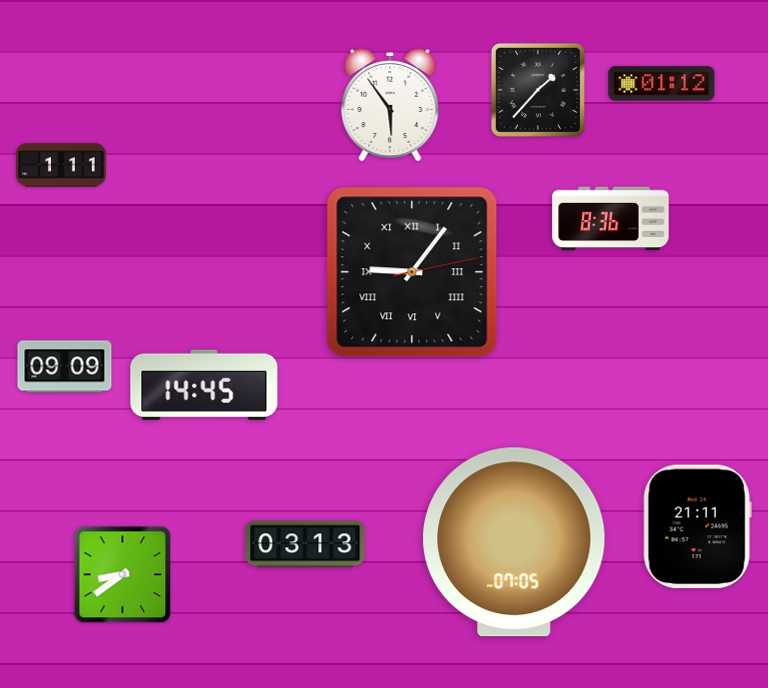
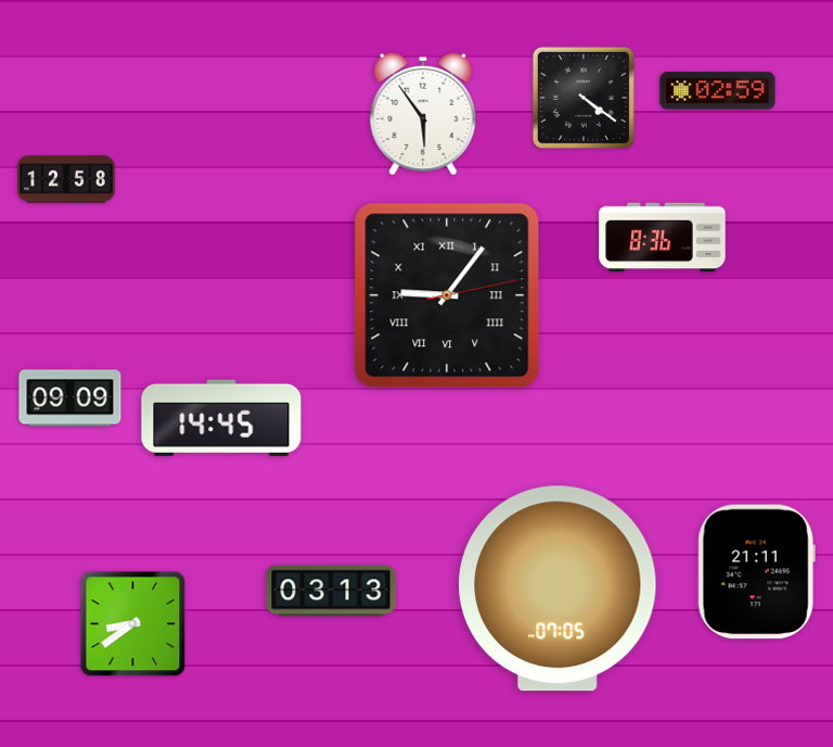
clock at (662, 84): 01:12 -> 02:59
clock at (538, 90): 1:37 -> 4:21
clock at (61, 165): 1:11 -> 12:58
